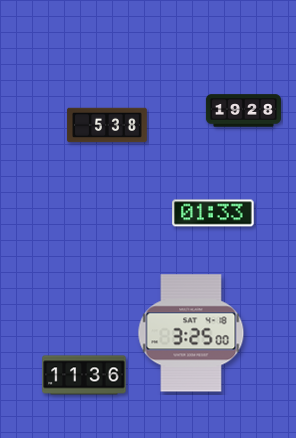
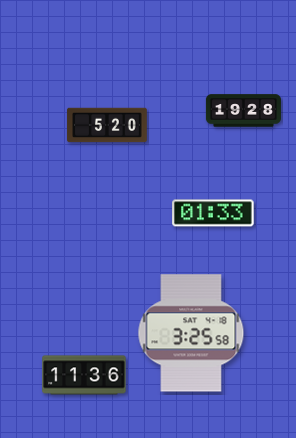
clock at (107, 125): 5:38 -> 5:20
clock at (191, 333): 3:25:00 -> 3:25:58
